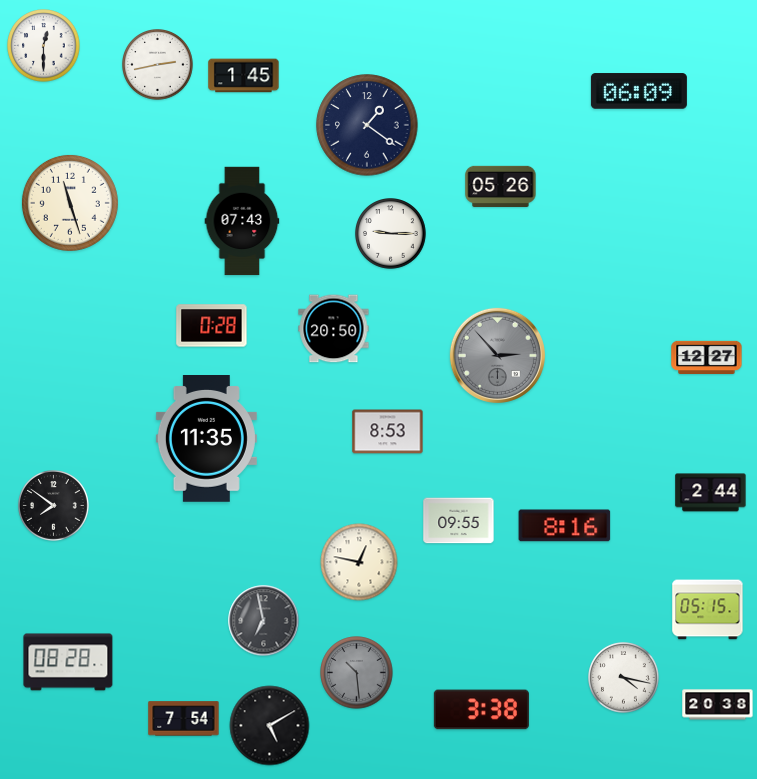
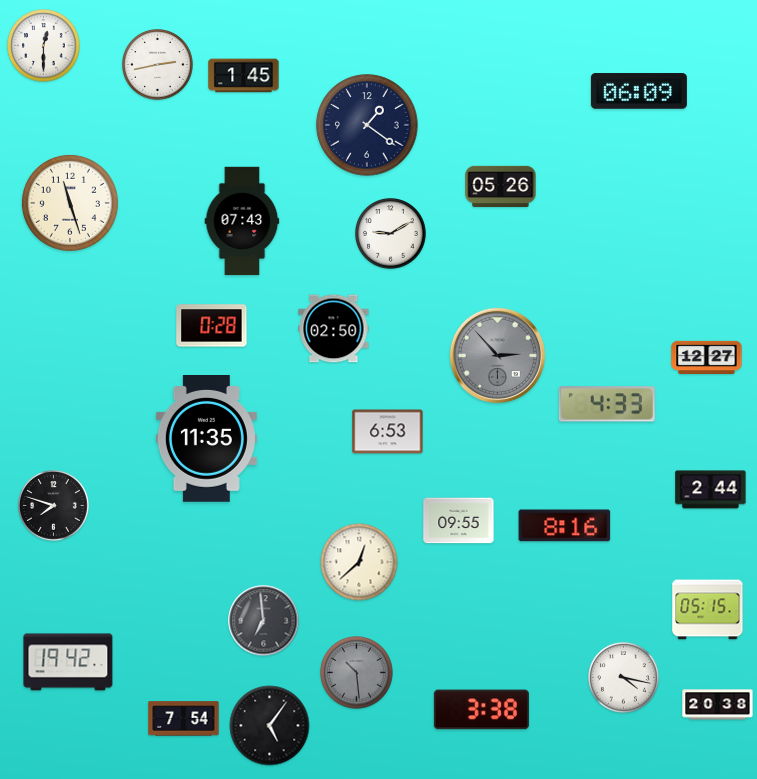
clock at (391, 234): 9:15 -> 9:10
clock at (334, 329): 20:50 -> 02:50
clock at (607, 404): none -> 4:33
clock at (388, 432): 8:53 -> 6:53
clock at (711, 493) position: (711, 493) -> (711, 490)
clock at (54, 506): 7:51 -> 7:48
clock at (359, 562): 12:47 -> 12:38
clock at (264, 621): 6:58 -> 6:59
clock at (68, 662): 08:28 -> 19:42
clock at (270, 726): 5:10 -> 5:06
